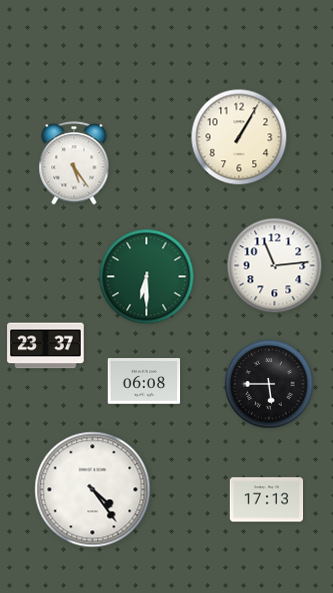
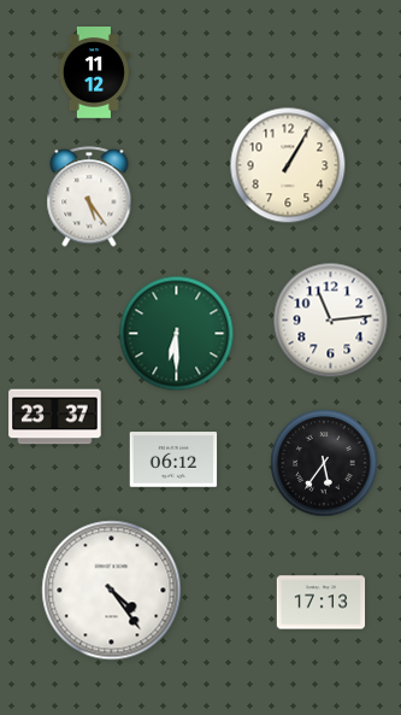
clock at (94, 74): none -> 11:12
clock at (144, 381): 06:08 -> 06:12
clock at (269, 384): 5:45 -> 5:36
